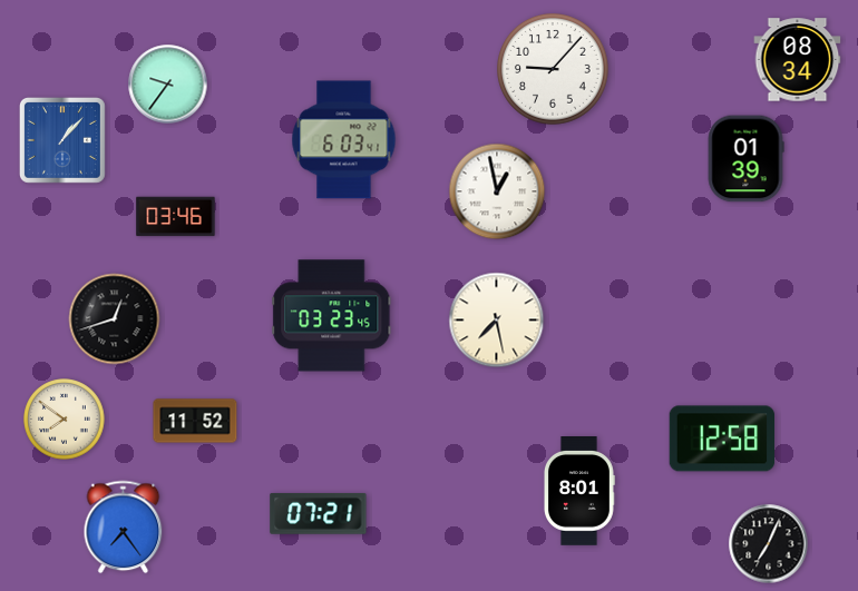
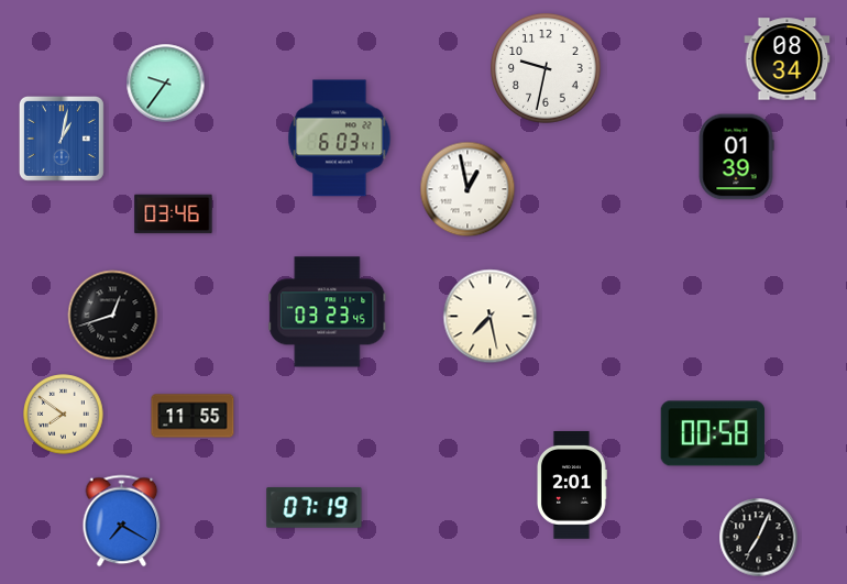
clock at (554, 70): 9:07 -> 9:32
clock at (62, 140): 1:07 -> 1:02
clock at (497, 191) position: (497, 191) -> (468, 189)
clock at (195, 421): 11:52 -> 11:55
clock at (722, 439): 12:58 -> 00:58
clock at (578, 492): 8:01 -> 2:01
clock at (319, 513): 07:21 -> 07:19
clock at (124, 528): 7:24 -> 7:20
